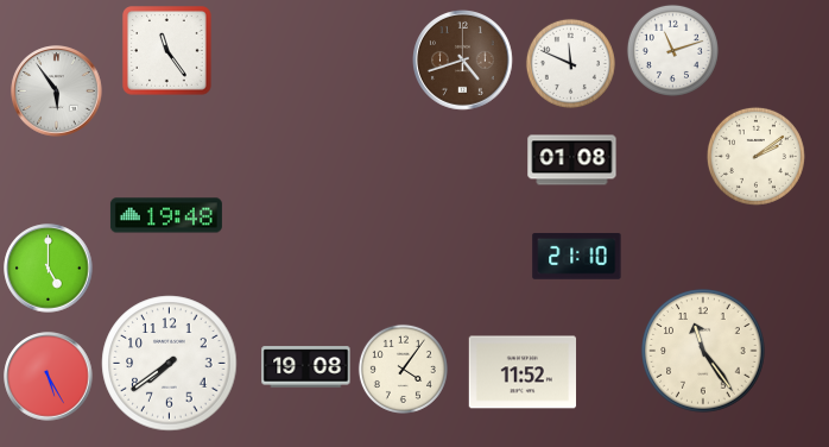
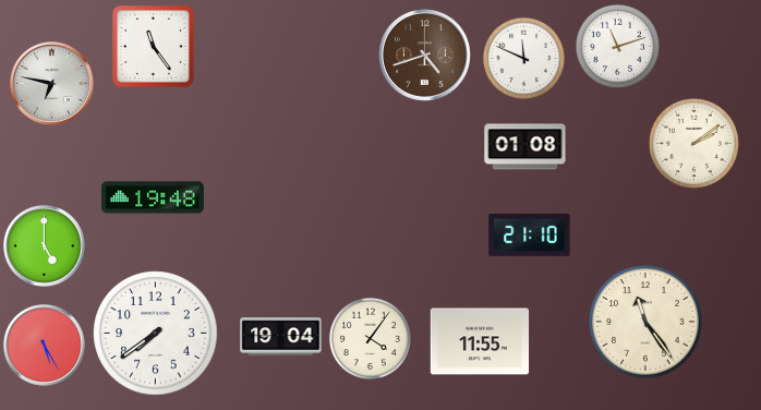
clock at (57, 92): 5:54 -> 6:47
clock at (306, 367): 19:08 -> 19:04
clock at (523, 372): 11:52 -> 11:55
